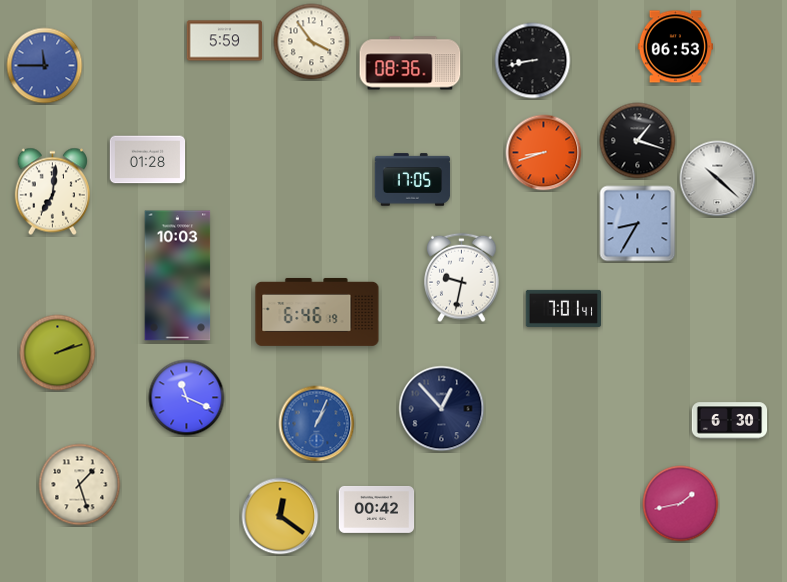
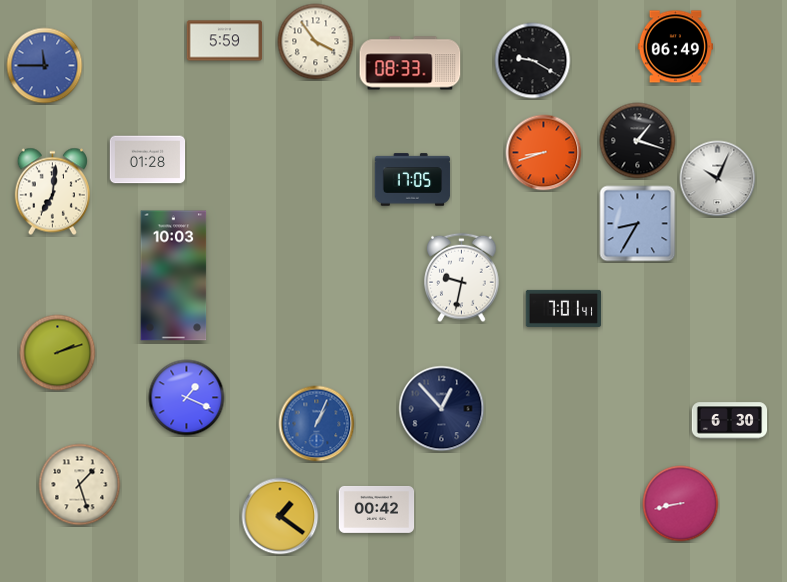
clock at (312, 42) position: (312, 42) -> (316, 42)
clock at (675, 47): 06:53 -> 06:49
clock at (533, 61): 8:43 -> 9:20
clock at (410, 63): 08:36 -> 08:33
clock at (718, 179): 10:22 -> 10:04
clock at (178, 276) position: (178, 276) -> (174, 276)
clock at (317, 312): 6:46 -> none
clock at (187, 398): 11:19 -> 1:19
clock at (681, 504): 1:43 -> 8:43
clock at (280, 516): 12:21 -> 1:21
